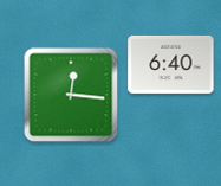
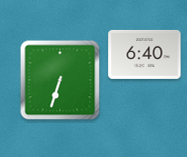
clock at (71, 95): 12:16 -> 6:33
